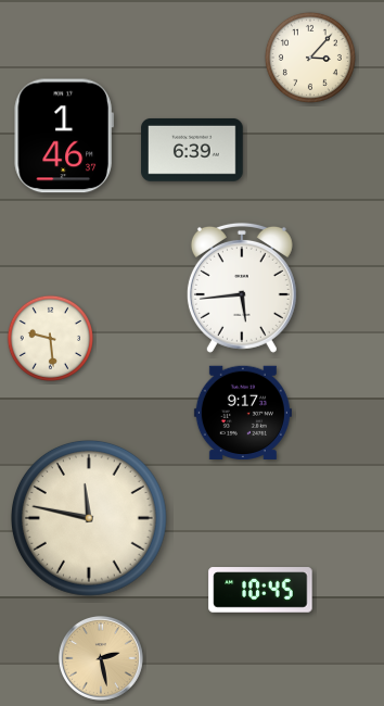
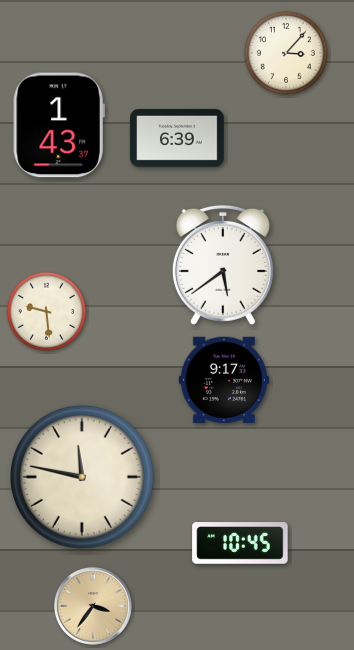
clock at (64, 136): 1:46 -> 1:43
clock at (242, 288): 5:44 -> 5:39
clock at (101, 658): 2:28 -> 3:36
